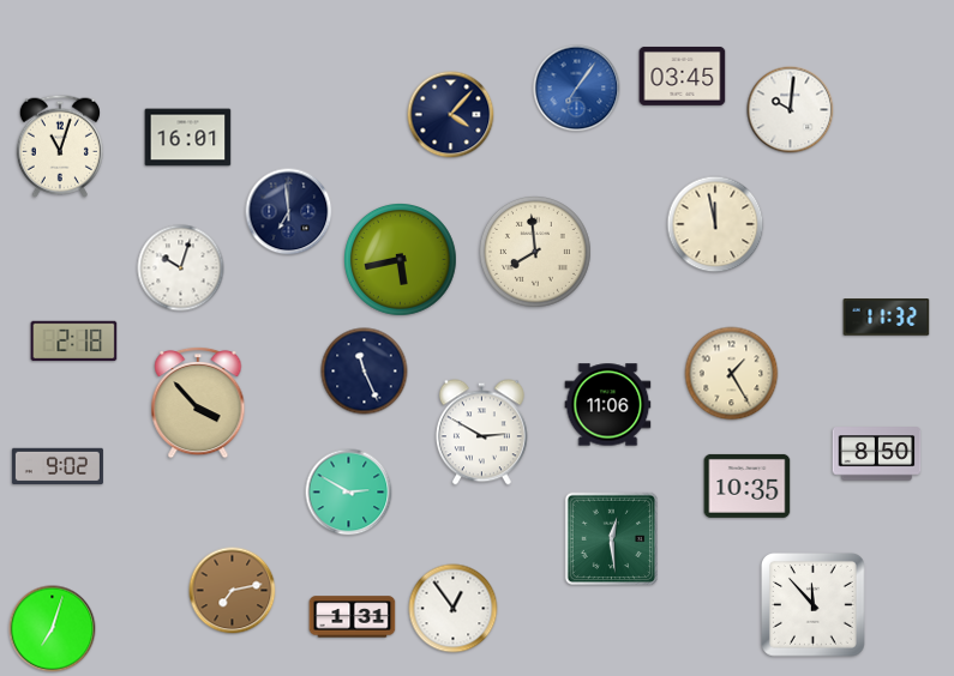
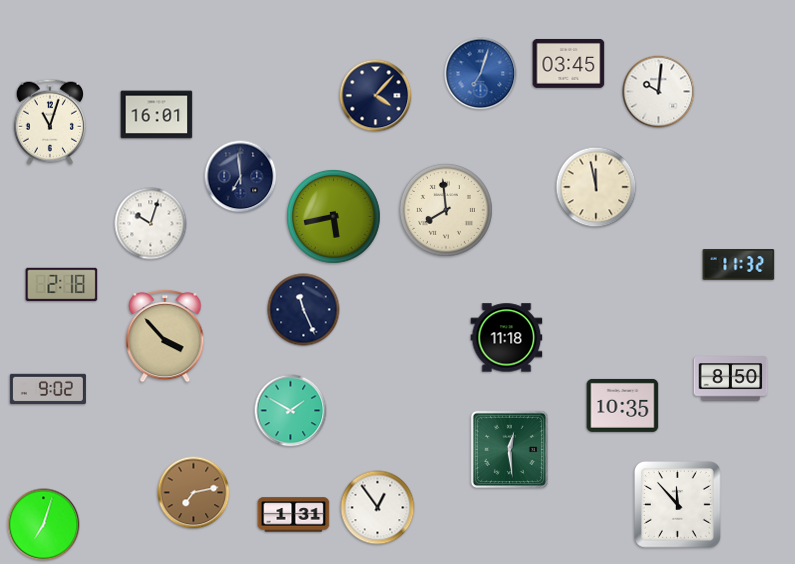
clock at (577, 89): 7:06 -> 7:03
clock at (732, 374): 1:25 -> none
clock at (608, 405): 11:06 -> 11:18
clock at (481, 433): 2:50 -> none
clock at (349, 493): 2:50 -> 1:50
